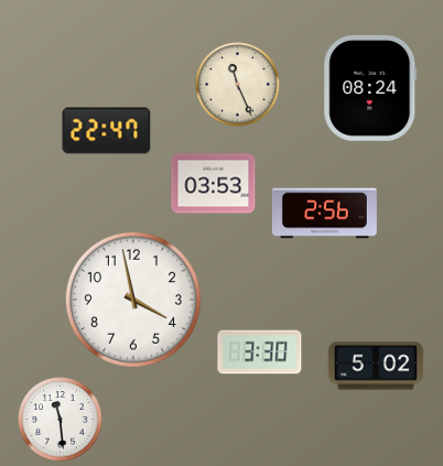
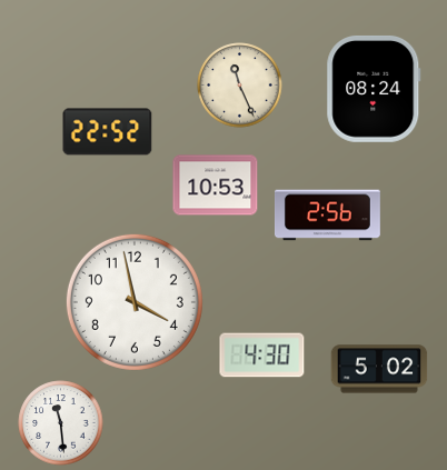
clock at (107, 131): 22:47 -> 22:52
clock at (214, 184): 03:53 -> 10:53
clock at (260, 353): 3:30 -> 4:30
